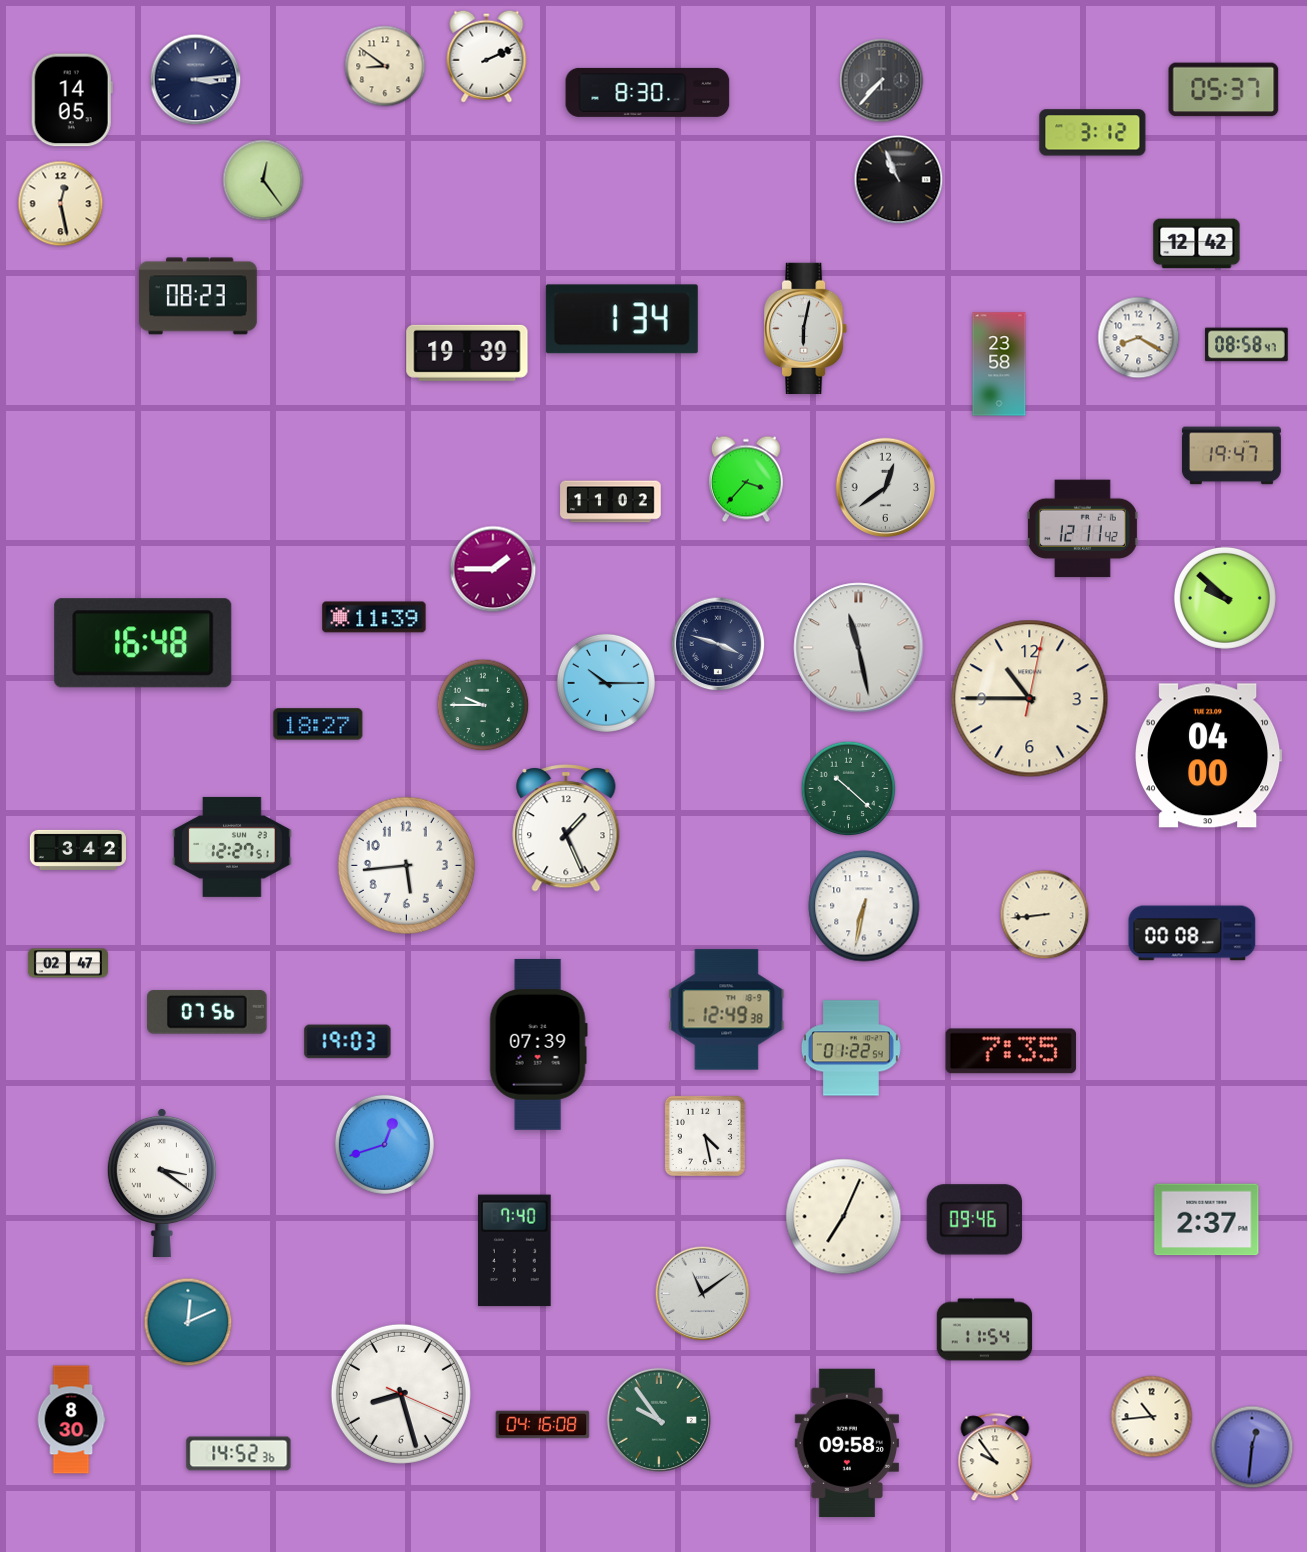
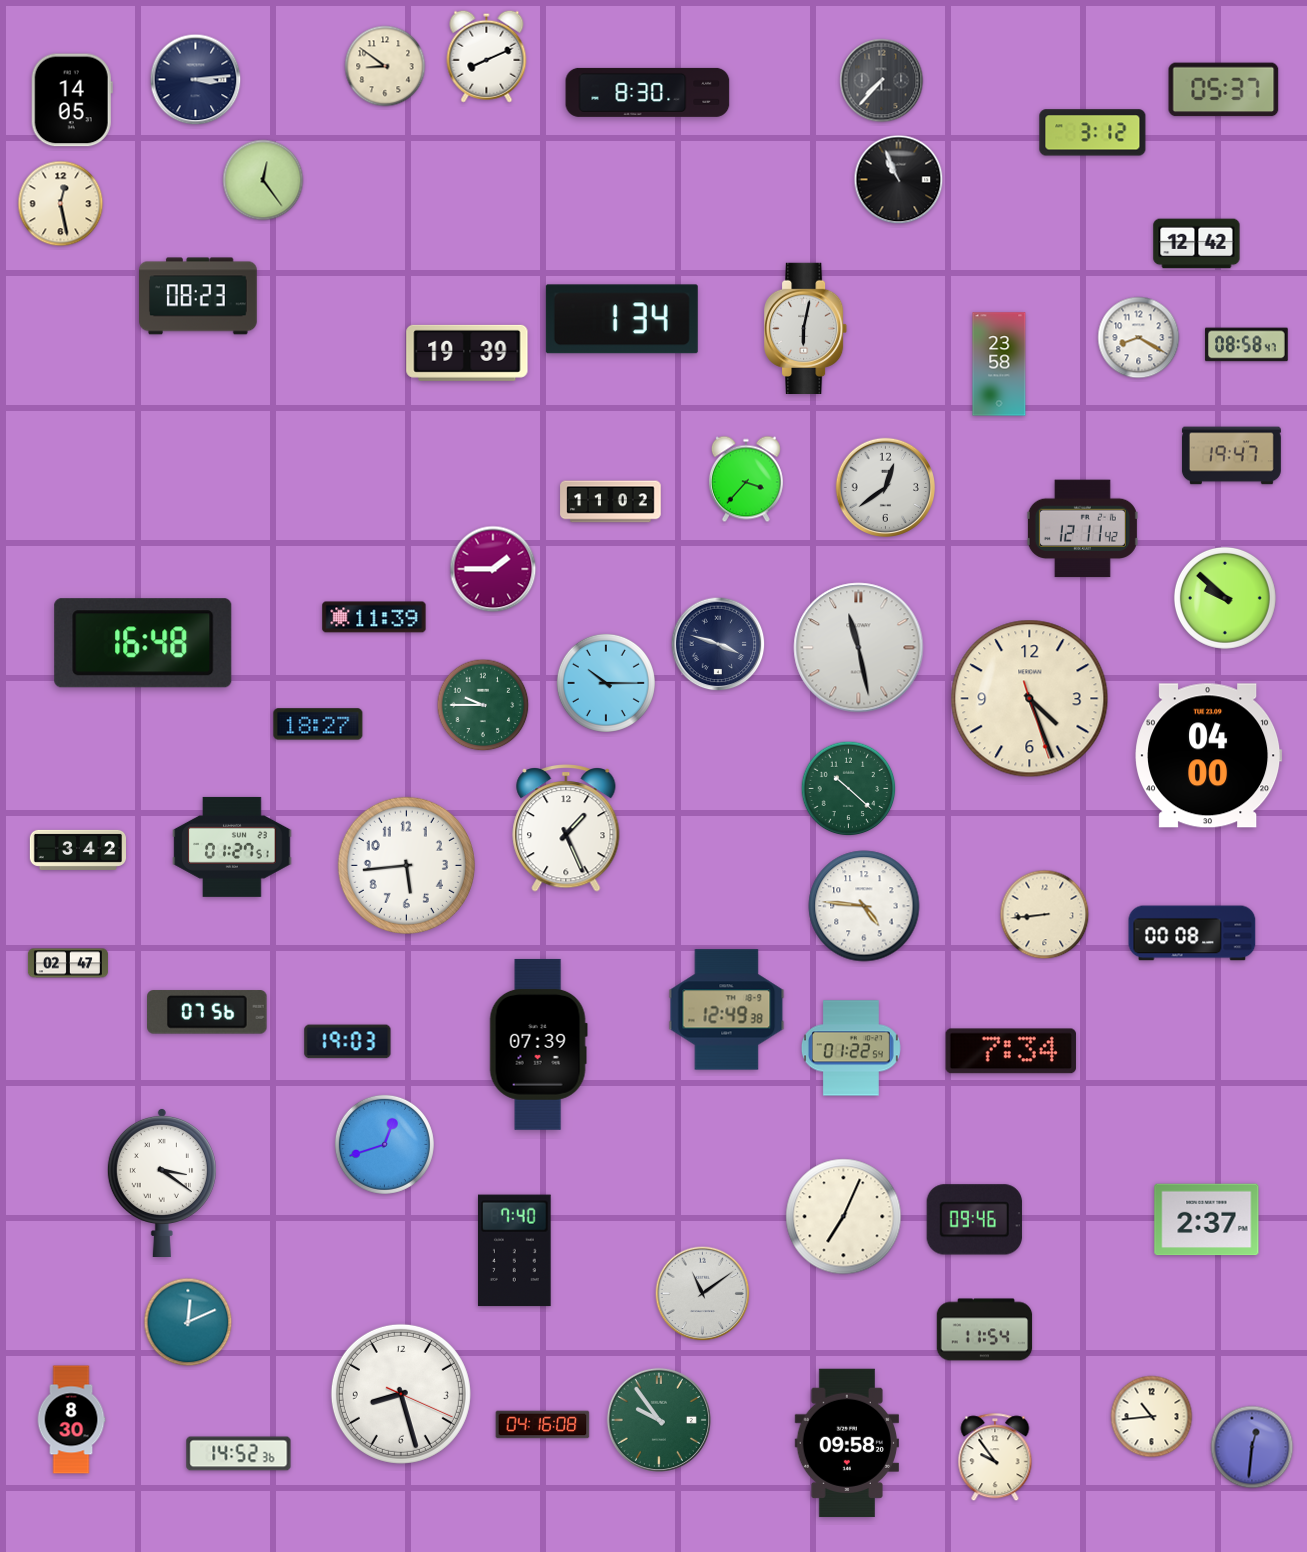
clock at (487, 56): 2:11 -> 8:11
clock at (1030, 699): 10:45 -> 4:26
clock at (232, 847): 12:27 -> 01:27
clock at (864, 906): 6:32 -> 4:46
clock at (1011, 1051): 7:35 -> 7:34
clock at (705, 1136): 4:28 -> none
